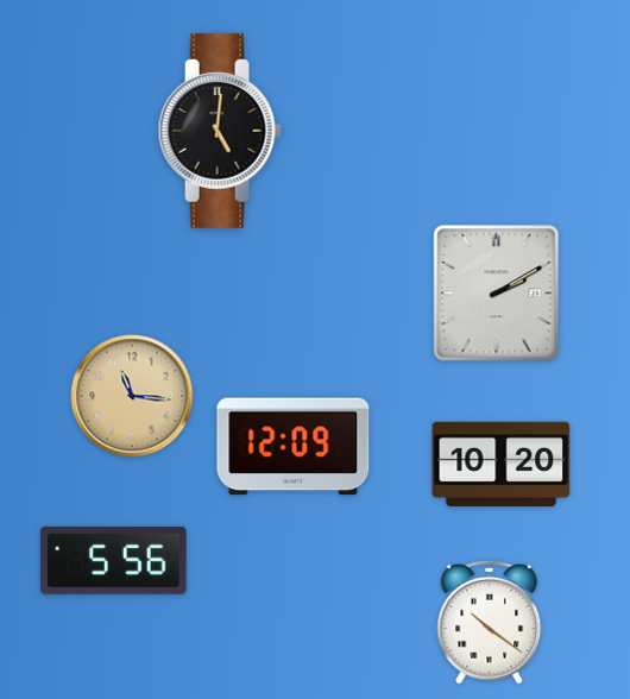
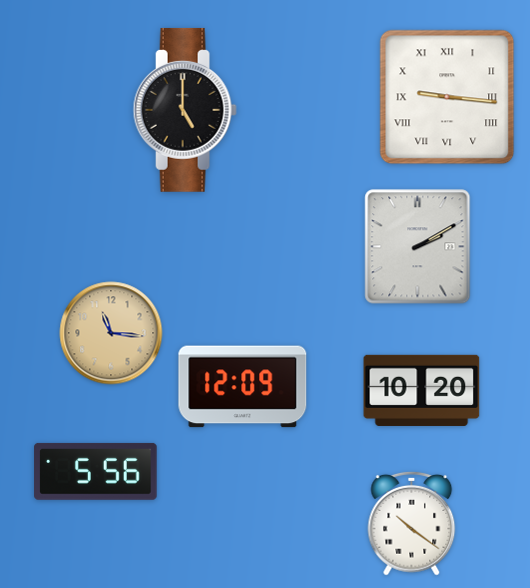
clock at (447, 97): none -> 9:16
clock at (220, 131): 5:01 -> 5:00
clock at (294, 447) position: (294, 447) -> (243, 387)
